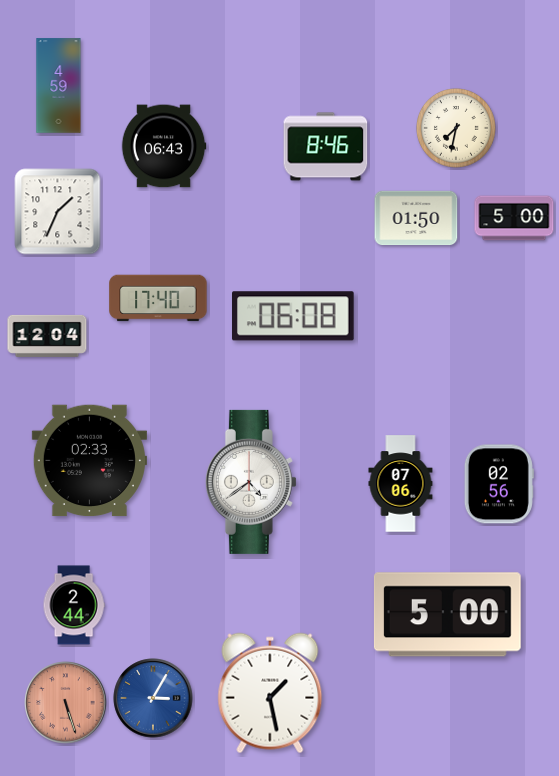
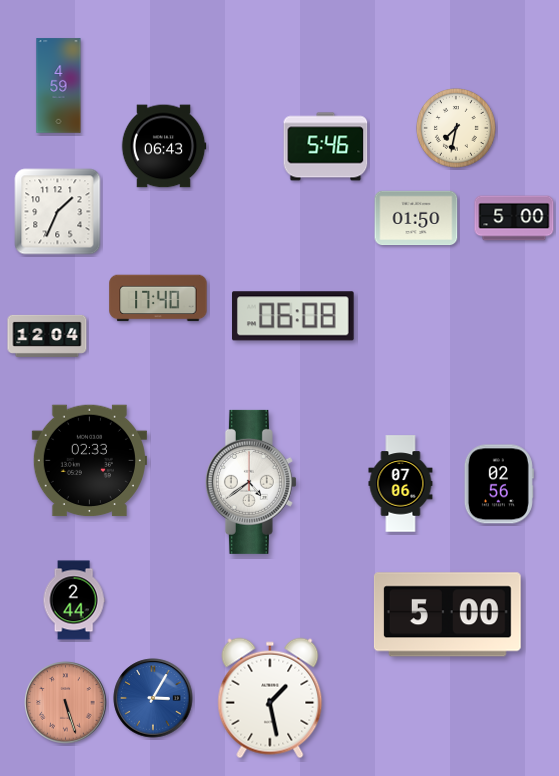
clock at (326, 147): 8:46 -> 5:46
clock at (74, 605) position: (74, 605) -> (74, 600)
clock at (270, 693) position: (270, 693) -> (270, 698)
